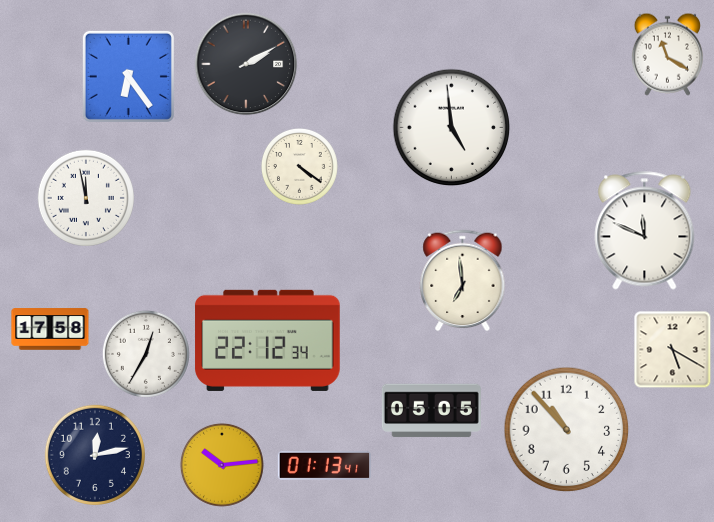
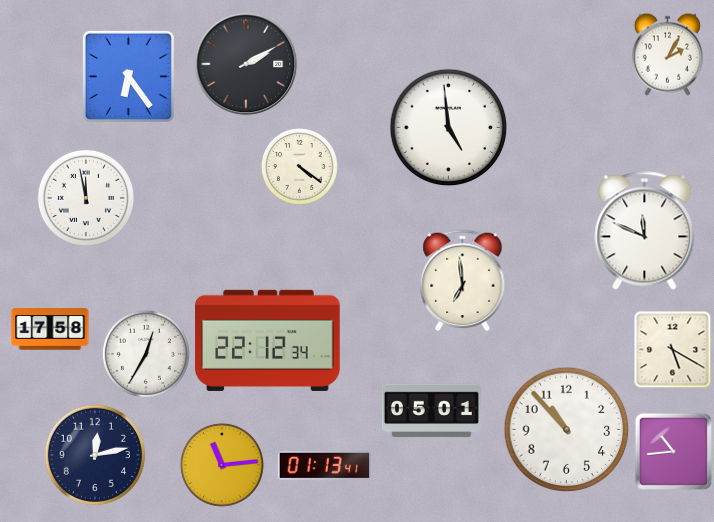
clock at (667, 54): 11:20 -> 2:05
clock at (452, 128) position: (452, 128) -> (449, 128)
clock at (431, 411): 05:05 -> 05:01
clock at (673, 451): none -> 10:44
clock at (222, 465): 10:14 -> 11:14
